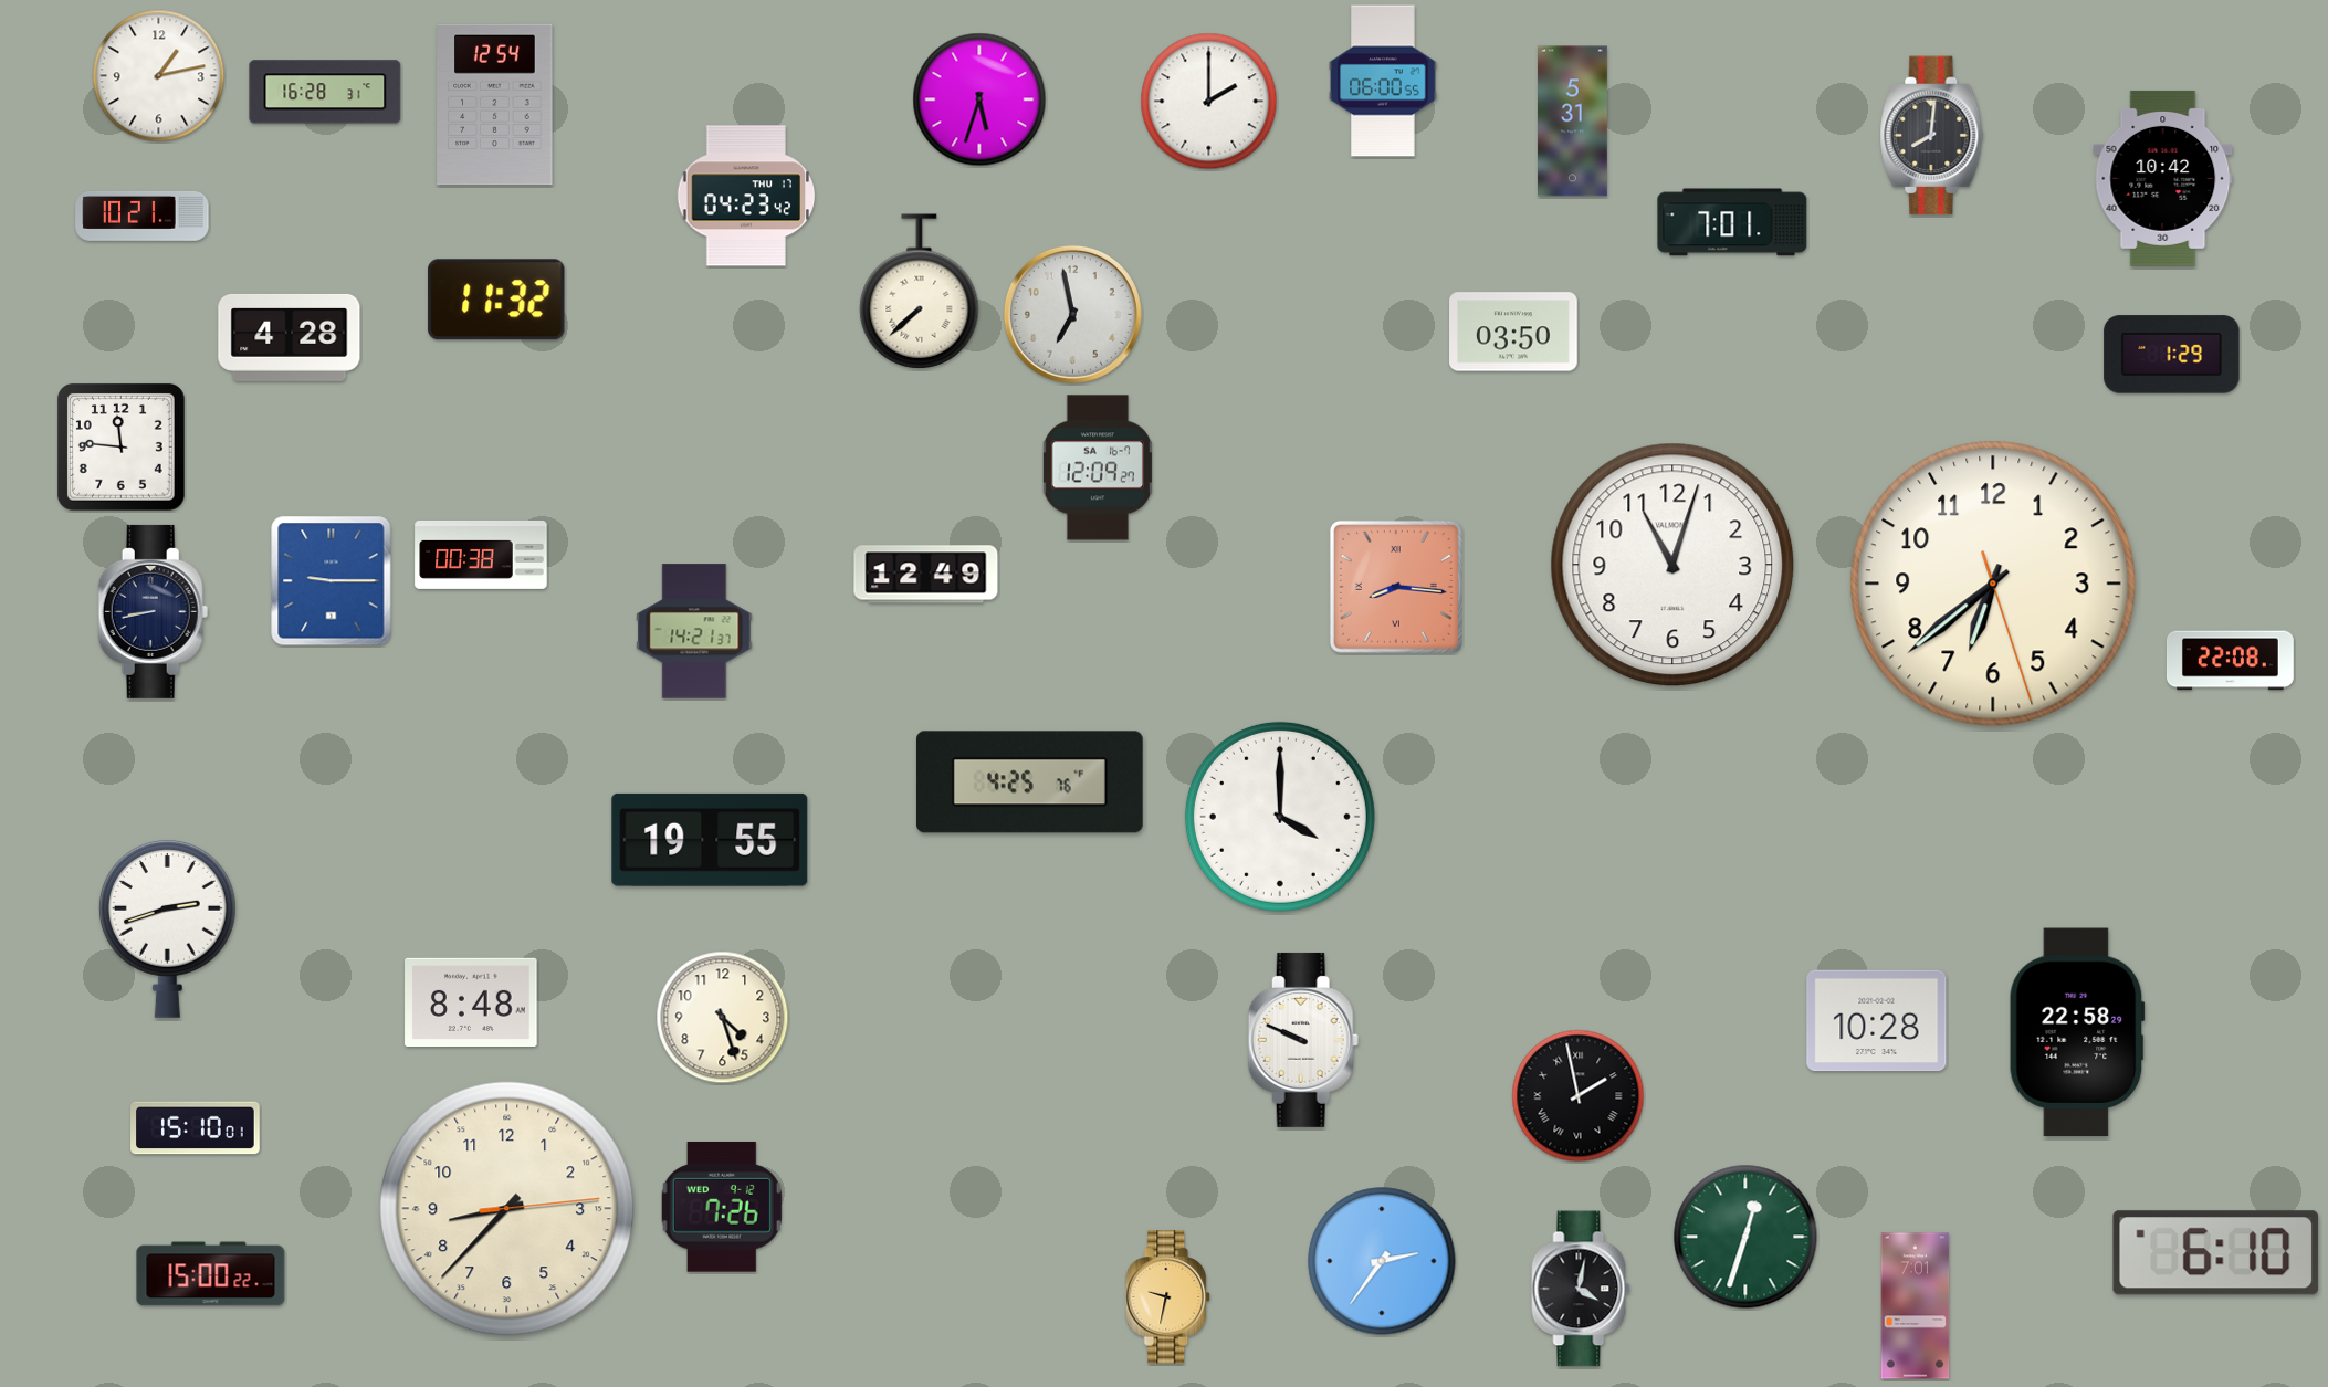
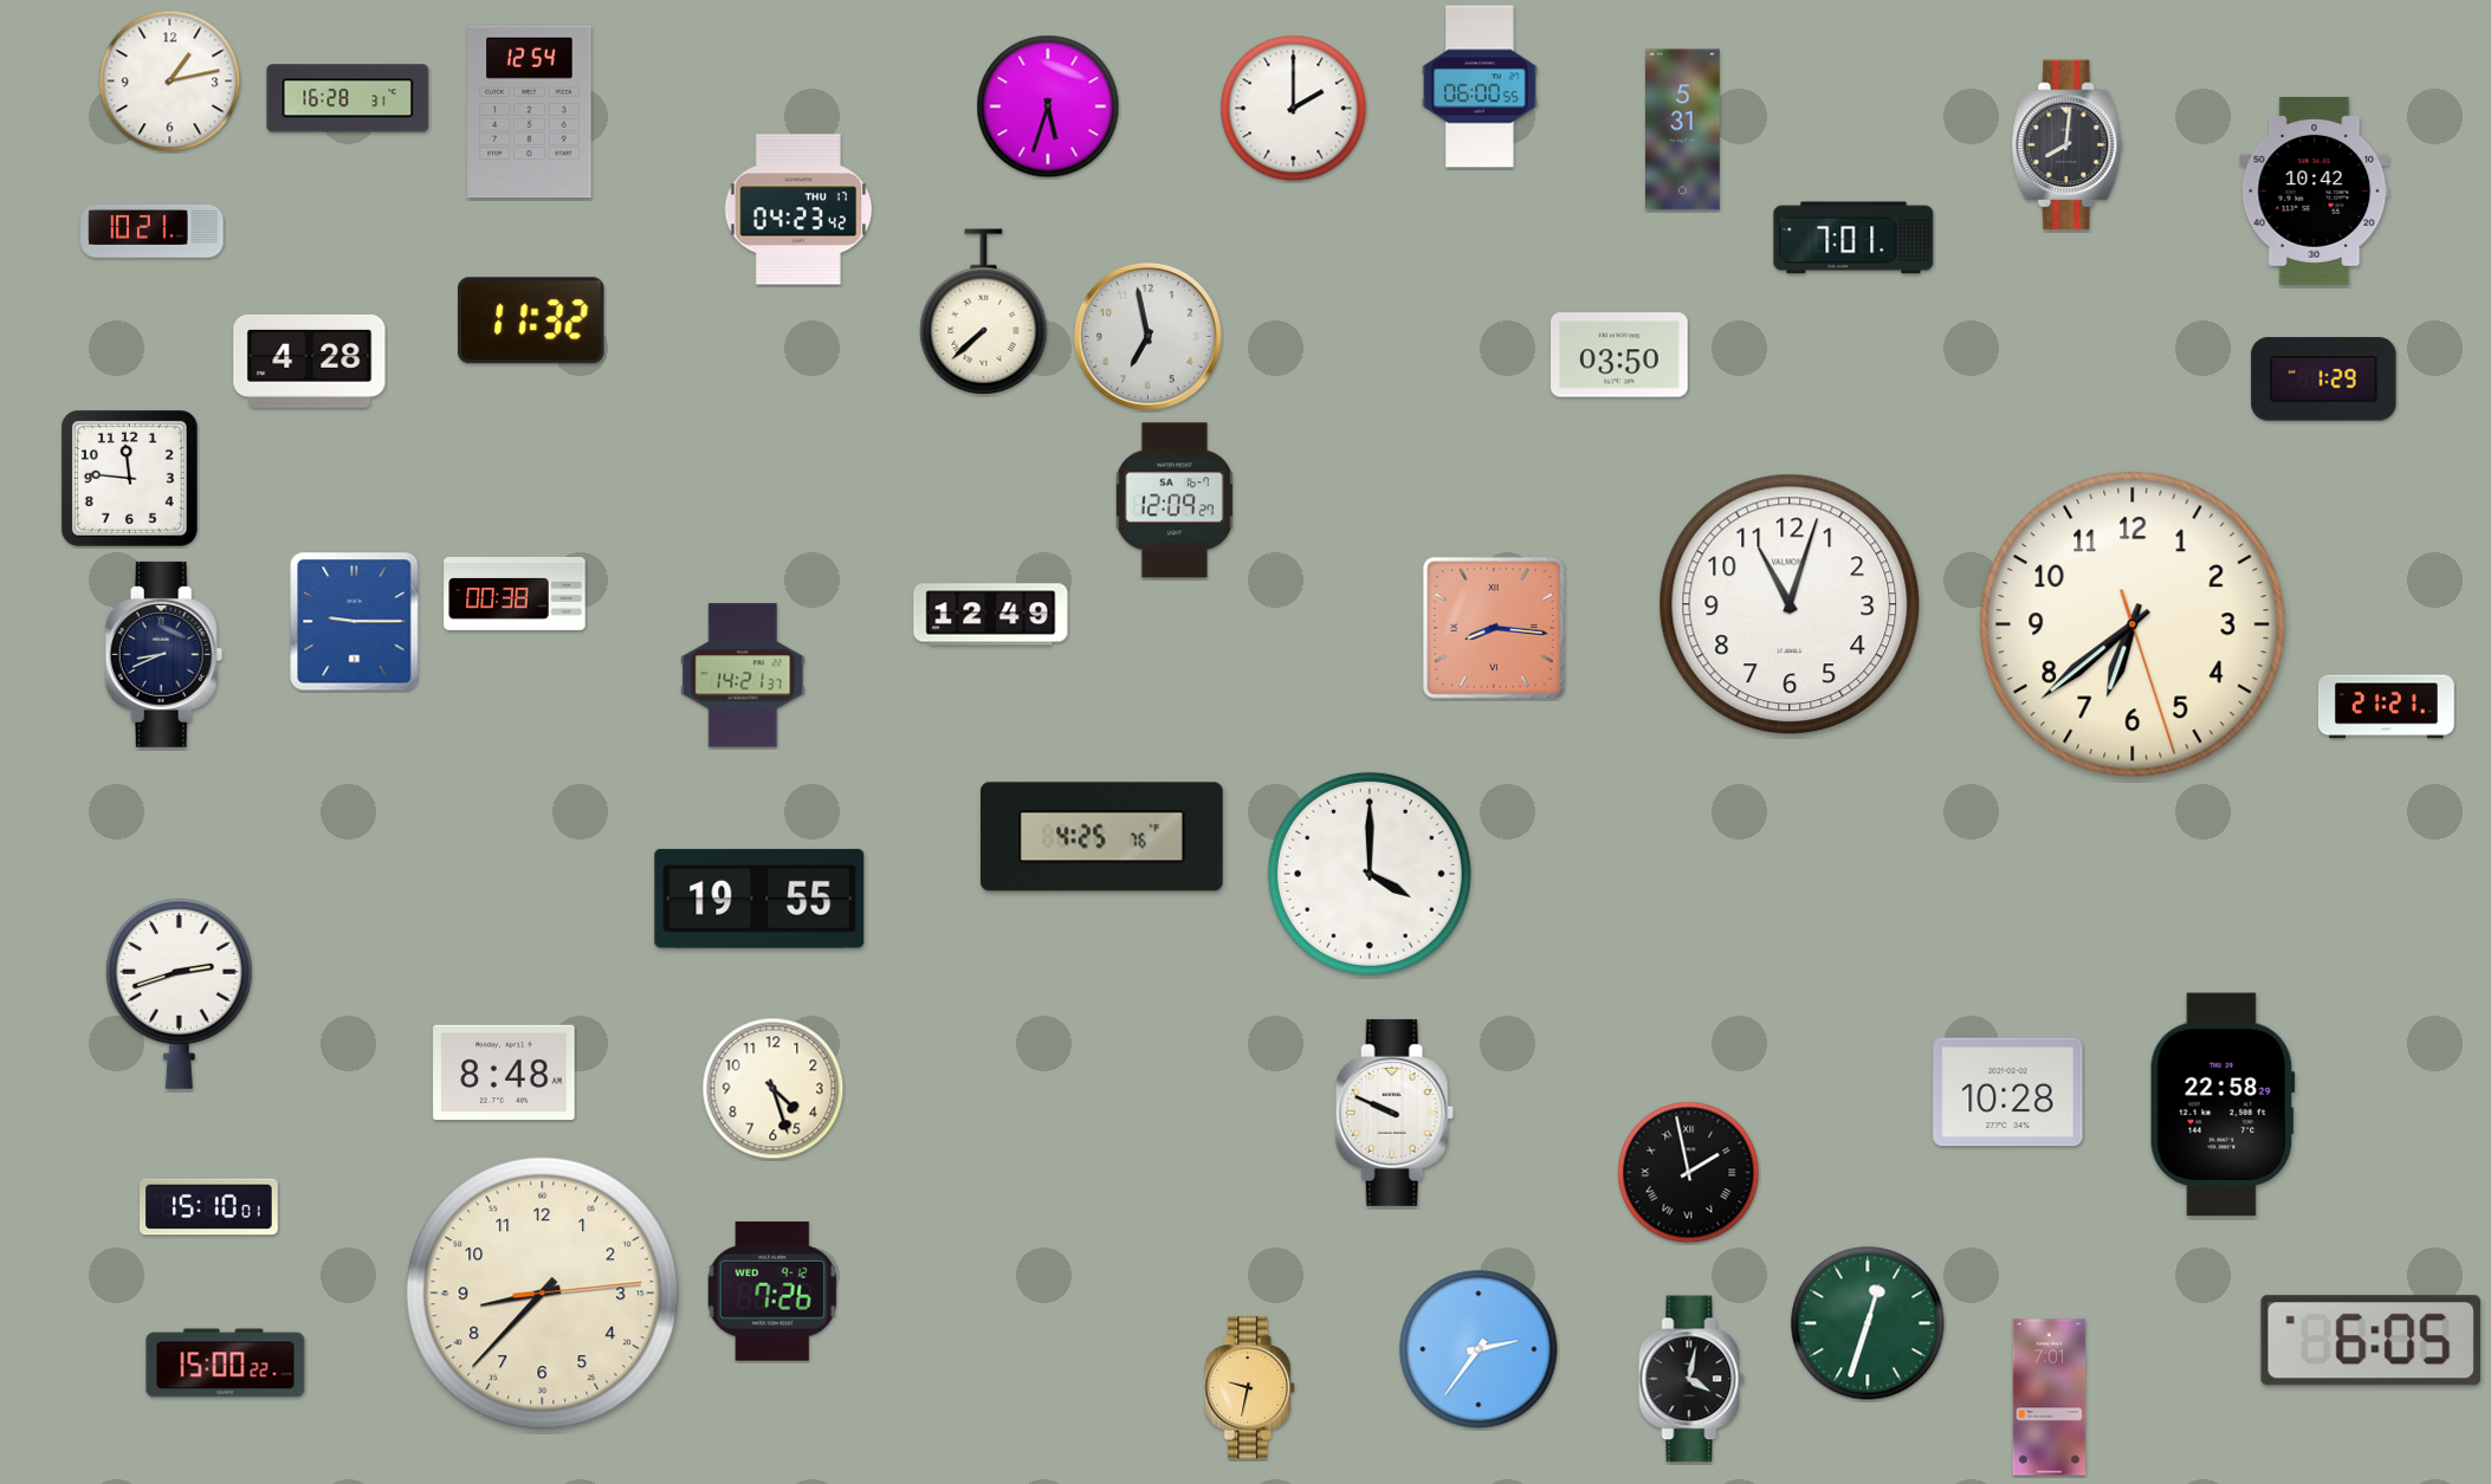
clock at (154, 611): 8:43 -> 8:41
clock at (2230, 661): 22:08 -> 21:21
clock at (2216, 1253): 6:10 -> 6:05
